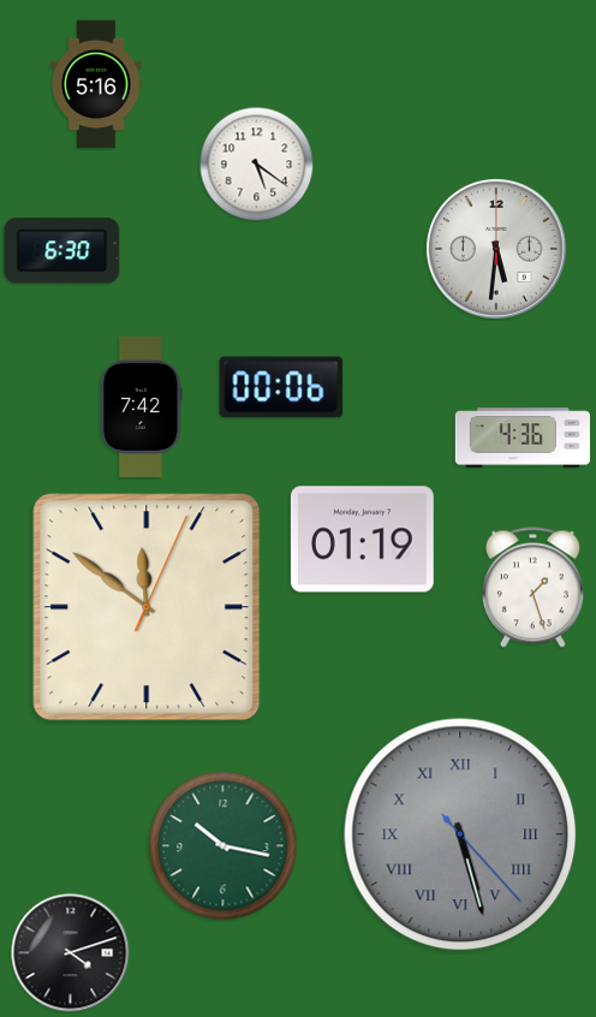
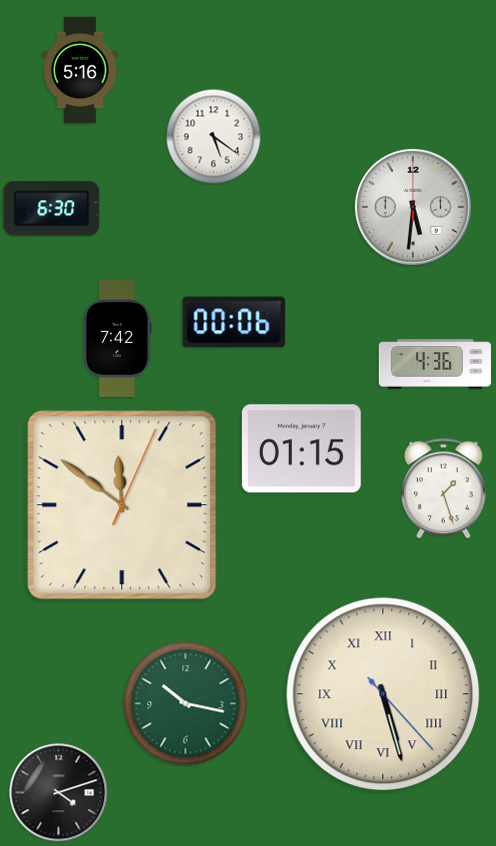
clock at (362, 540): 01:19 -> 01:15
clock at (460, 834) dial: grey -> cream
